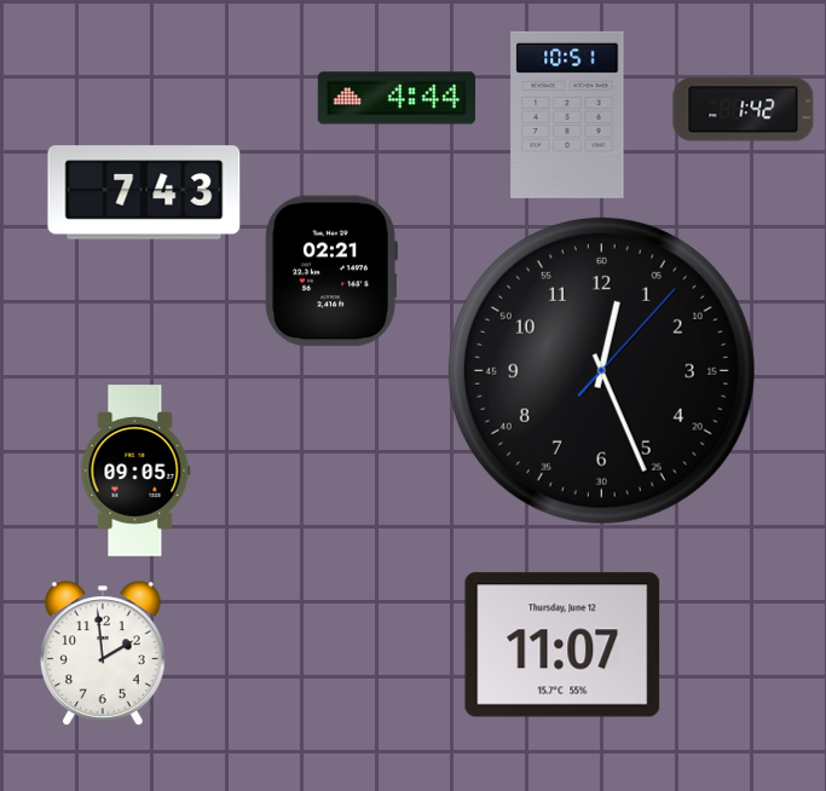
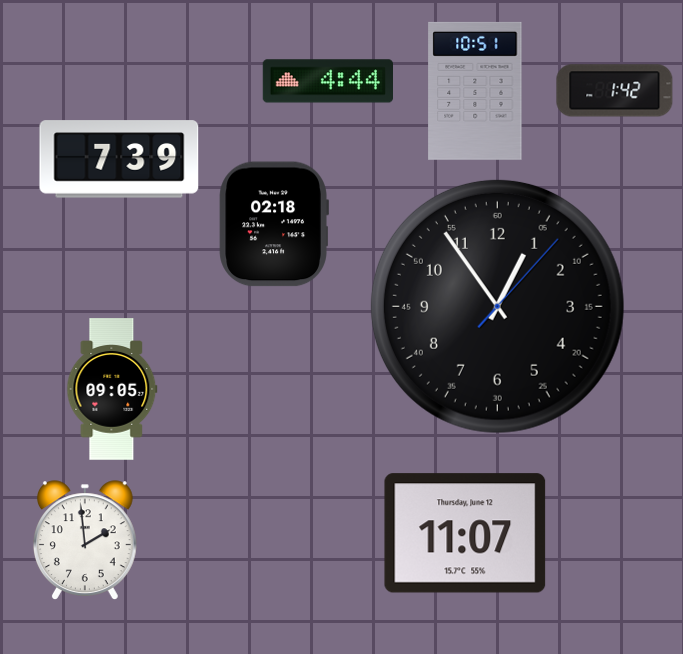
clock at (567, 115) position: (567, 115) -> (475, 91)
clock at (144, 192): 7:43 -> 7:39
clock at (331, 271): 02:21 -> 02:18
clock at (601, 370): 12:26 -> 12:54
